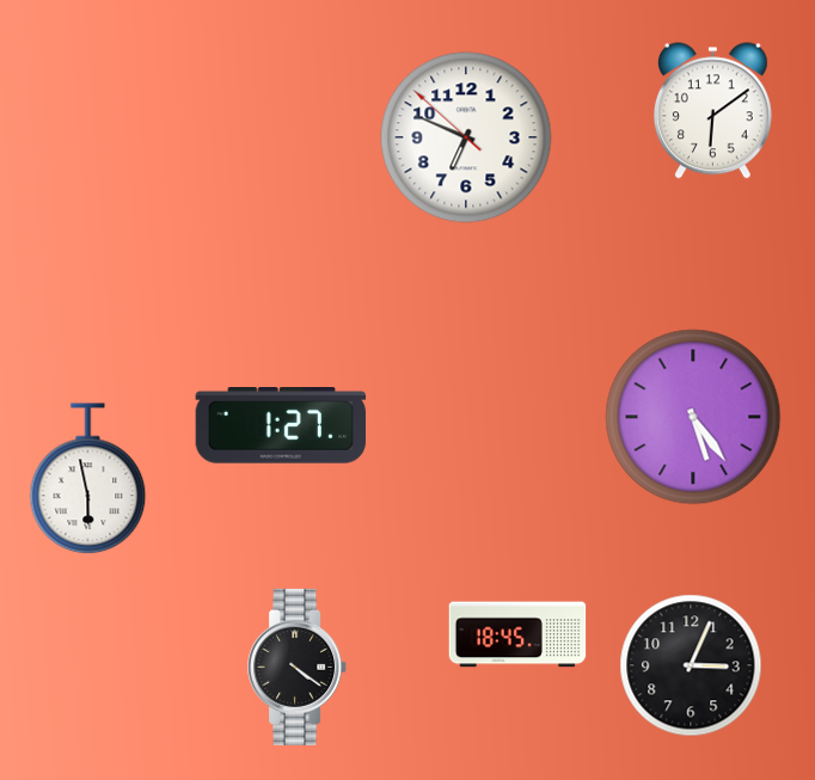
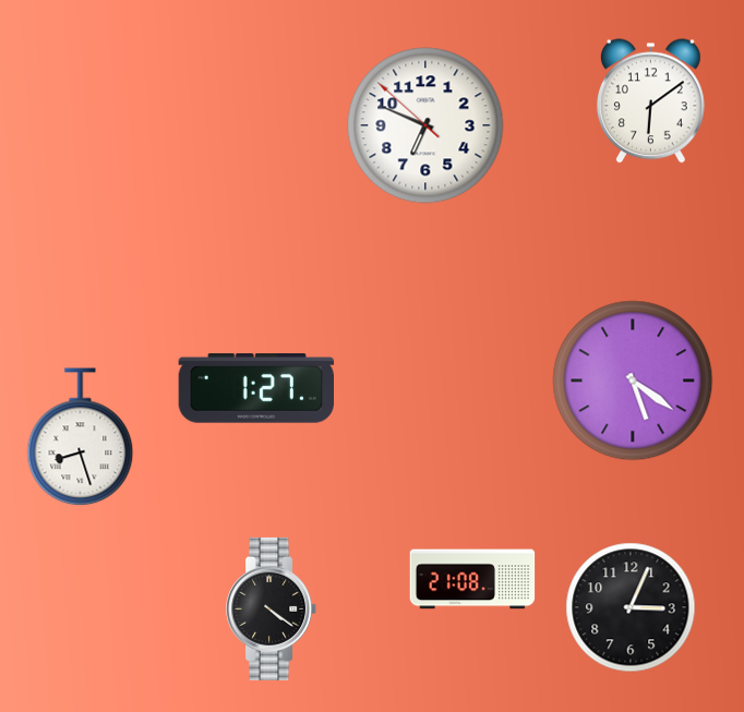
clock at (693, 417): 5:24 -> 5:21
clock at (88, 479): 5:58 -> 8:27
clock at (517, 634): 18:45 -> 21:08
